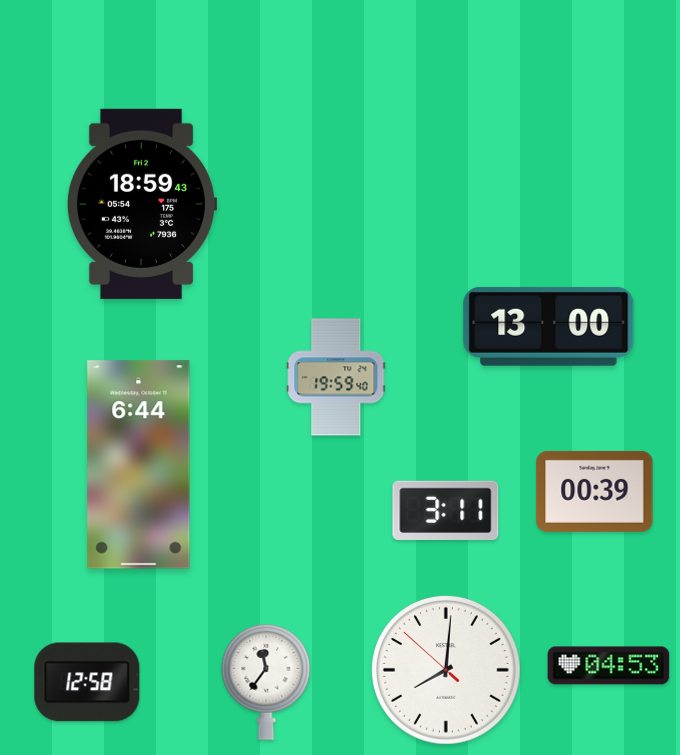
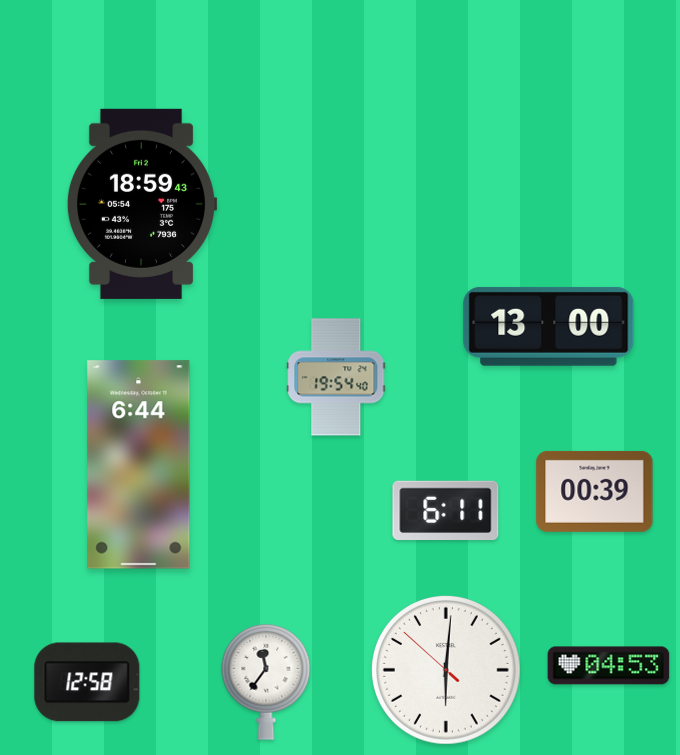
clock at (336, 377): 19:59 -> 19:54
clock at (446, 510): 3:11 -> 6:11
clock at (447, 671): 8:00 -> 6:00
